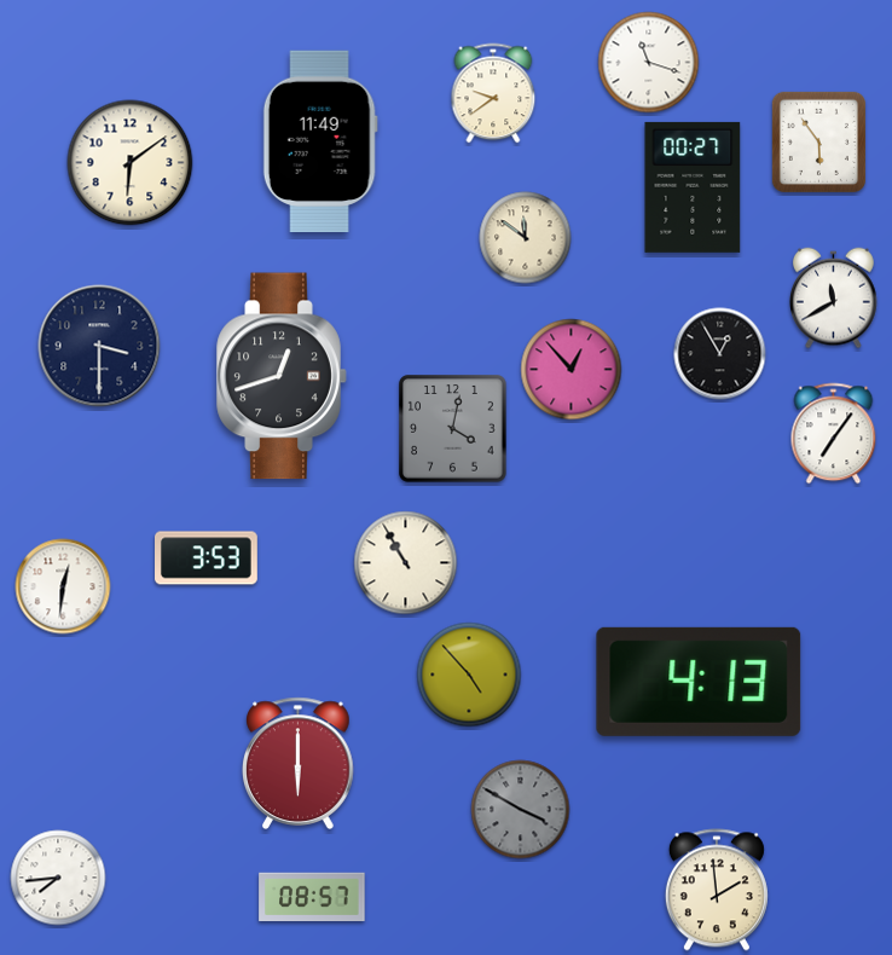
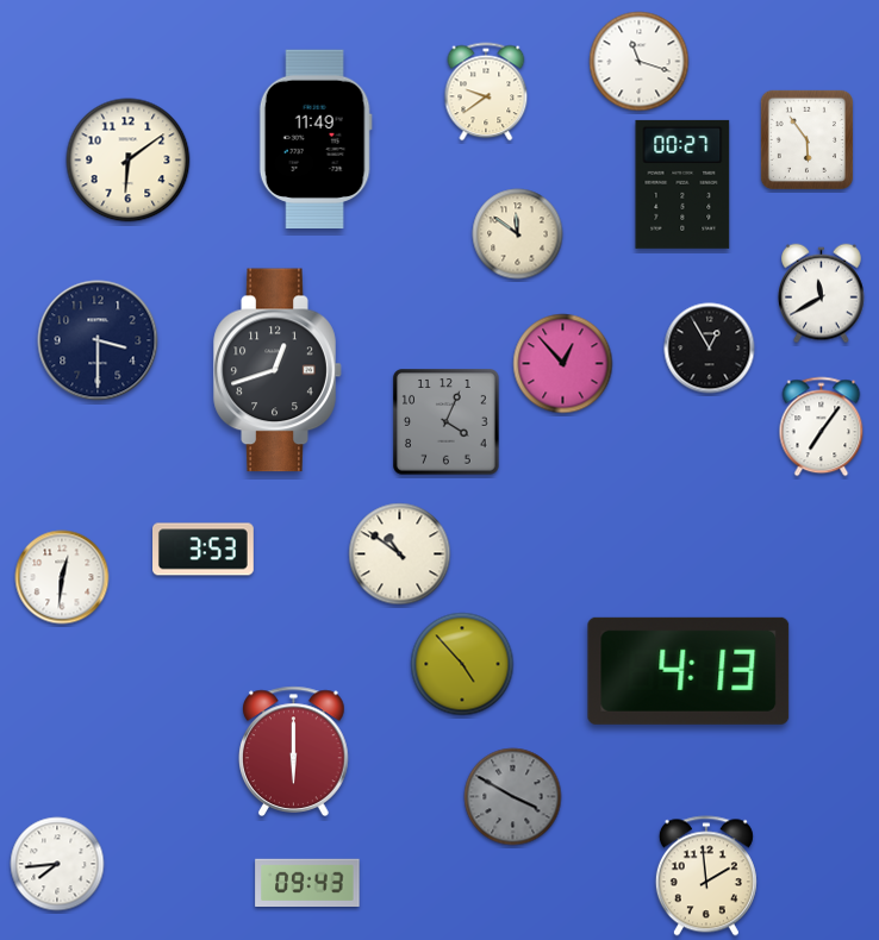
clock at (453, 429): 4:02 -> 4:04
clock at (406, 563): 10:55 -> 10:51
clock at (312, 897): 08:57 -> 09:43
